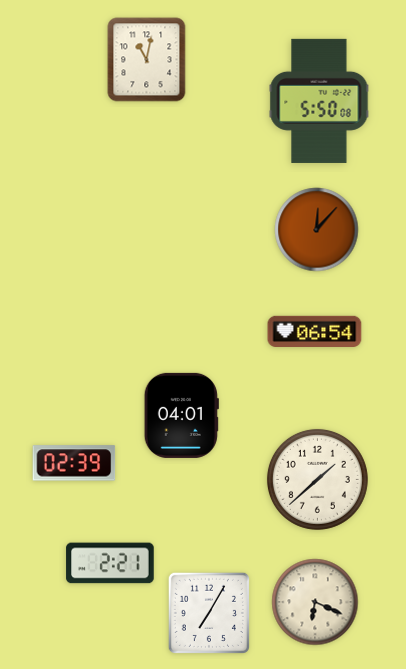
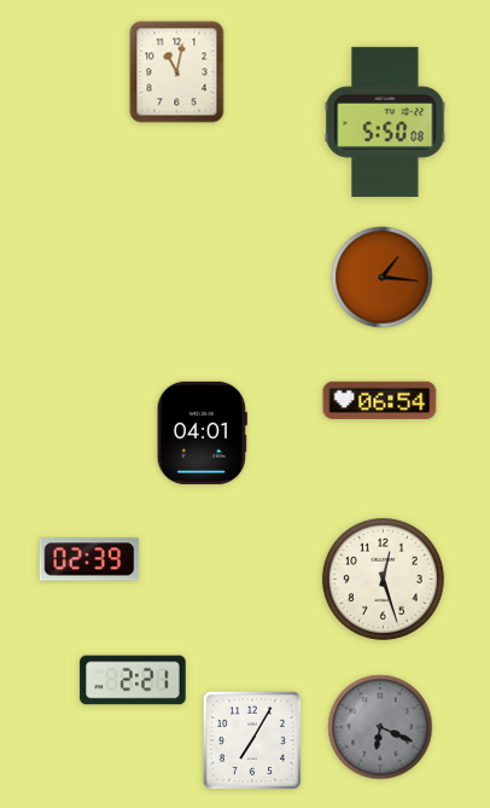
clock at (317, 230): 12:07 -> 1:16
clock at (181, 415) position: (181, 415) -> (202, 432)
clock at (317, 479): 1:38 -> 12:27
clock at (315, 602) dial: cream -> grey
